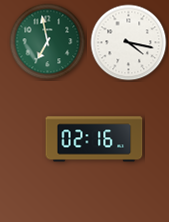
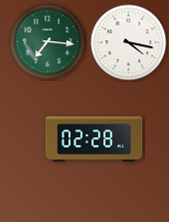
clock at (48, 42): 6:58 -> 7:16
clock at (94, 139): 02:16 -> 02:28
